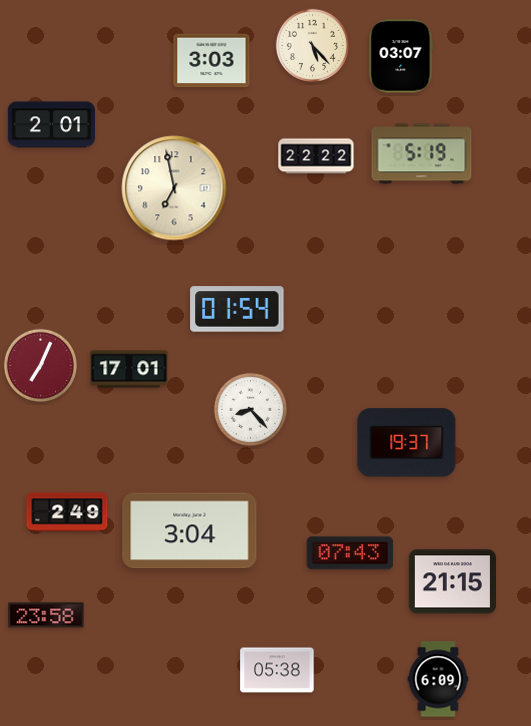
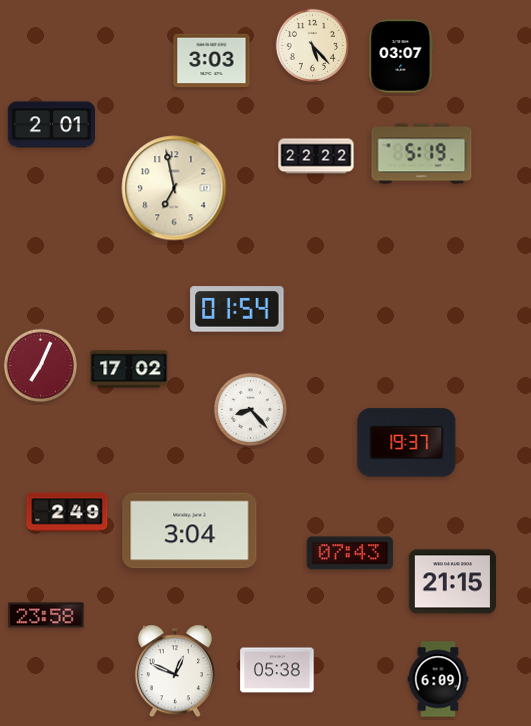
clock at (129, 369): 17:01 -> 17:02
clock at (175, 671): none -> 12:49
